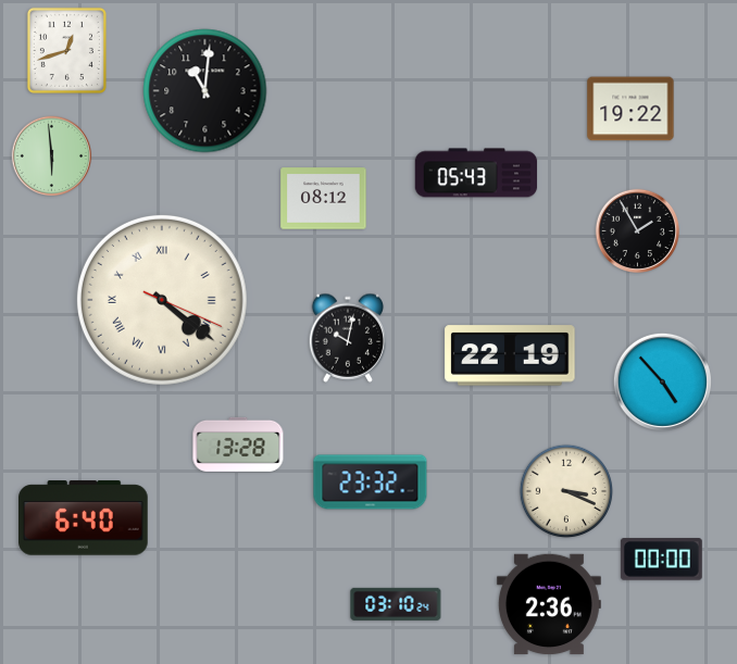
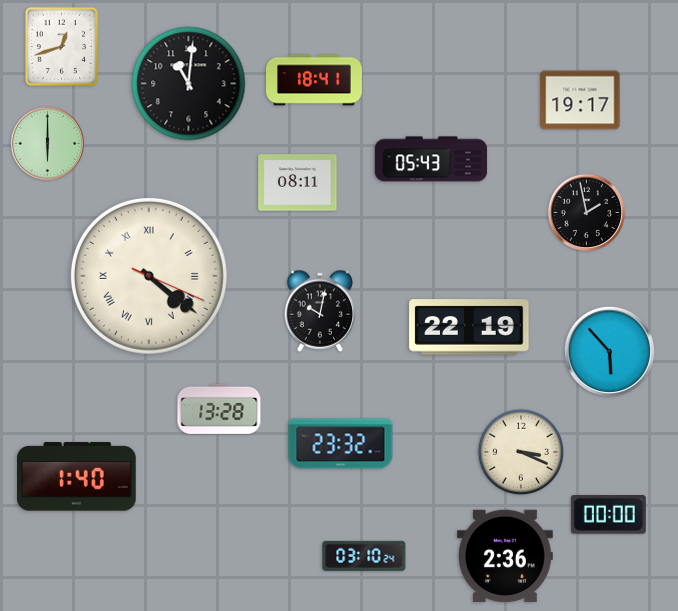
clock at (315, 80): none -> 18:41
clock at (630, 109): 19:22 -> 19:17
clock at (52, 156): 5:59 -> 6:00
clock at (476, 173) position: (476, 173) -> (431, 159)
clock at (324, 199): 08:12 -> 08:11
clock at (637, 230): 1:55 -> 1:58
clock at (662, 381): 4:53 -> 5:53
clock at (84, 518): 6:40 -> 1:40
